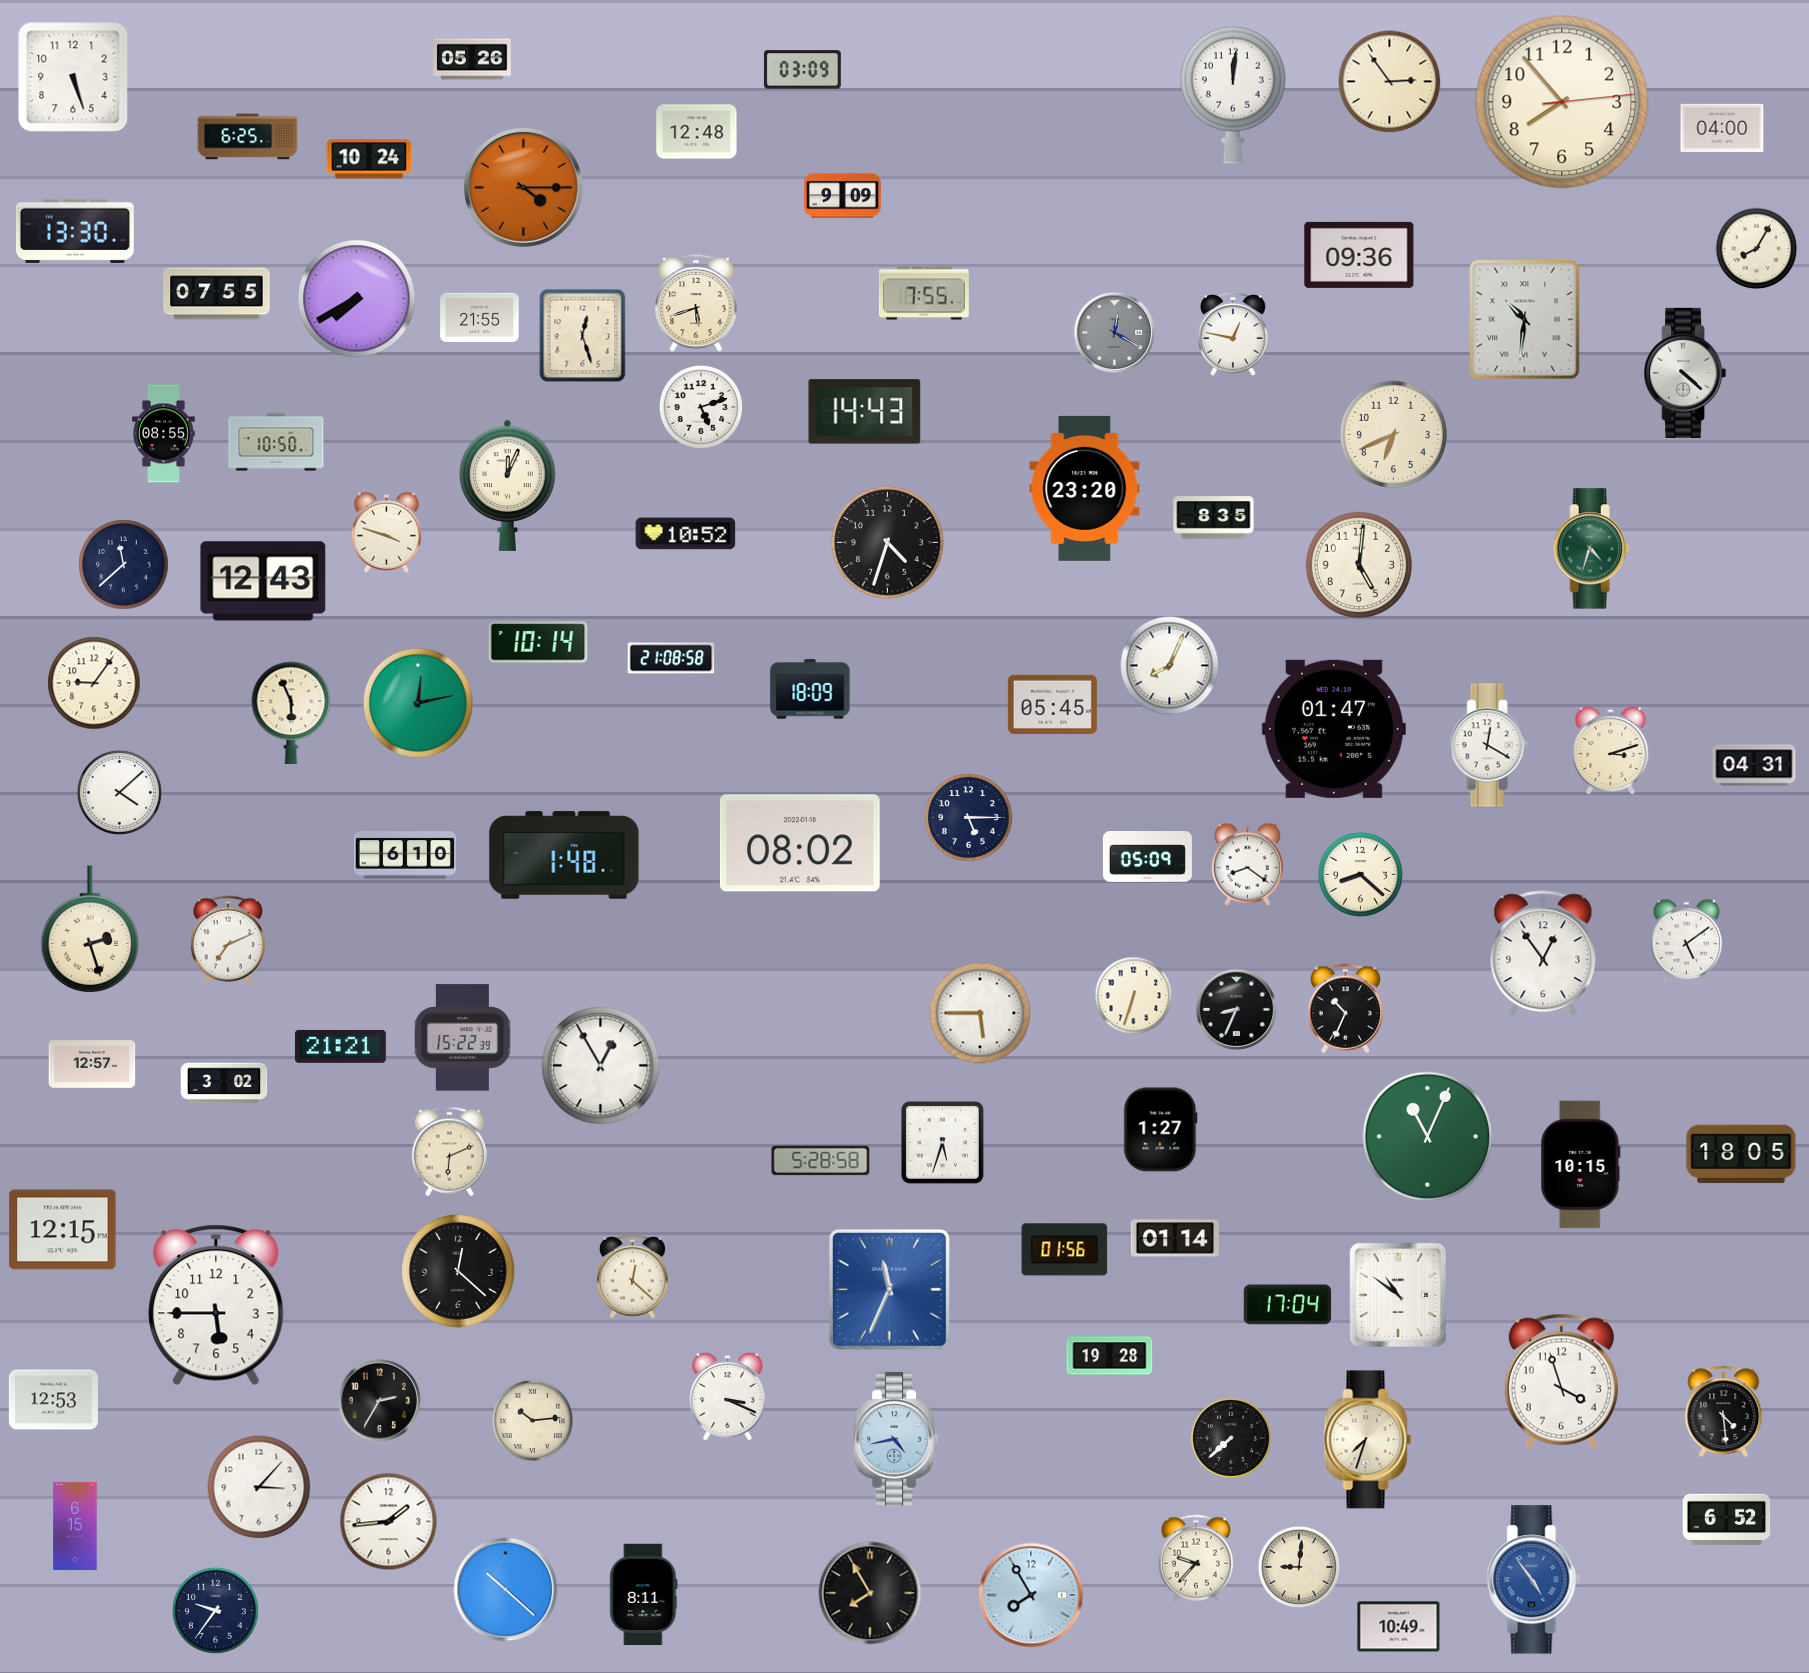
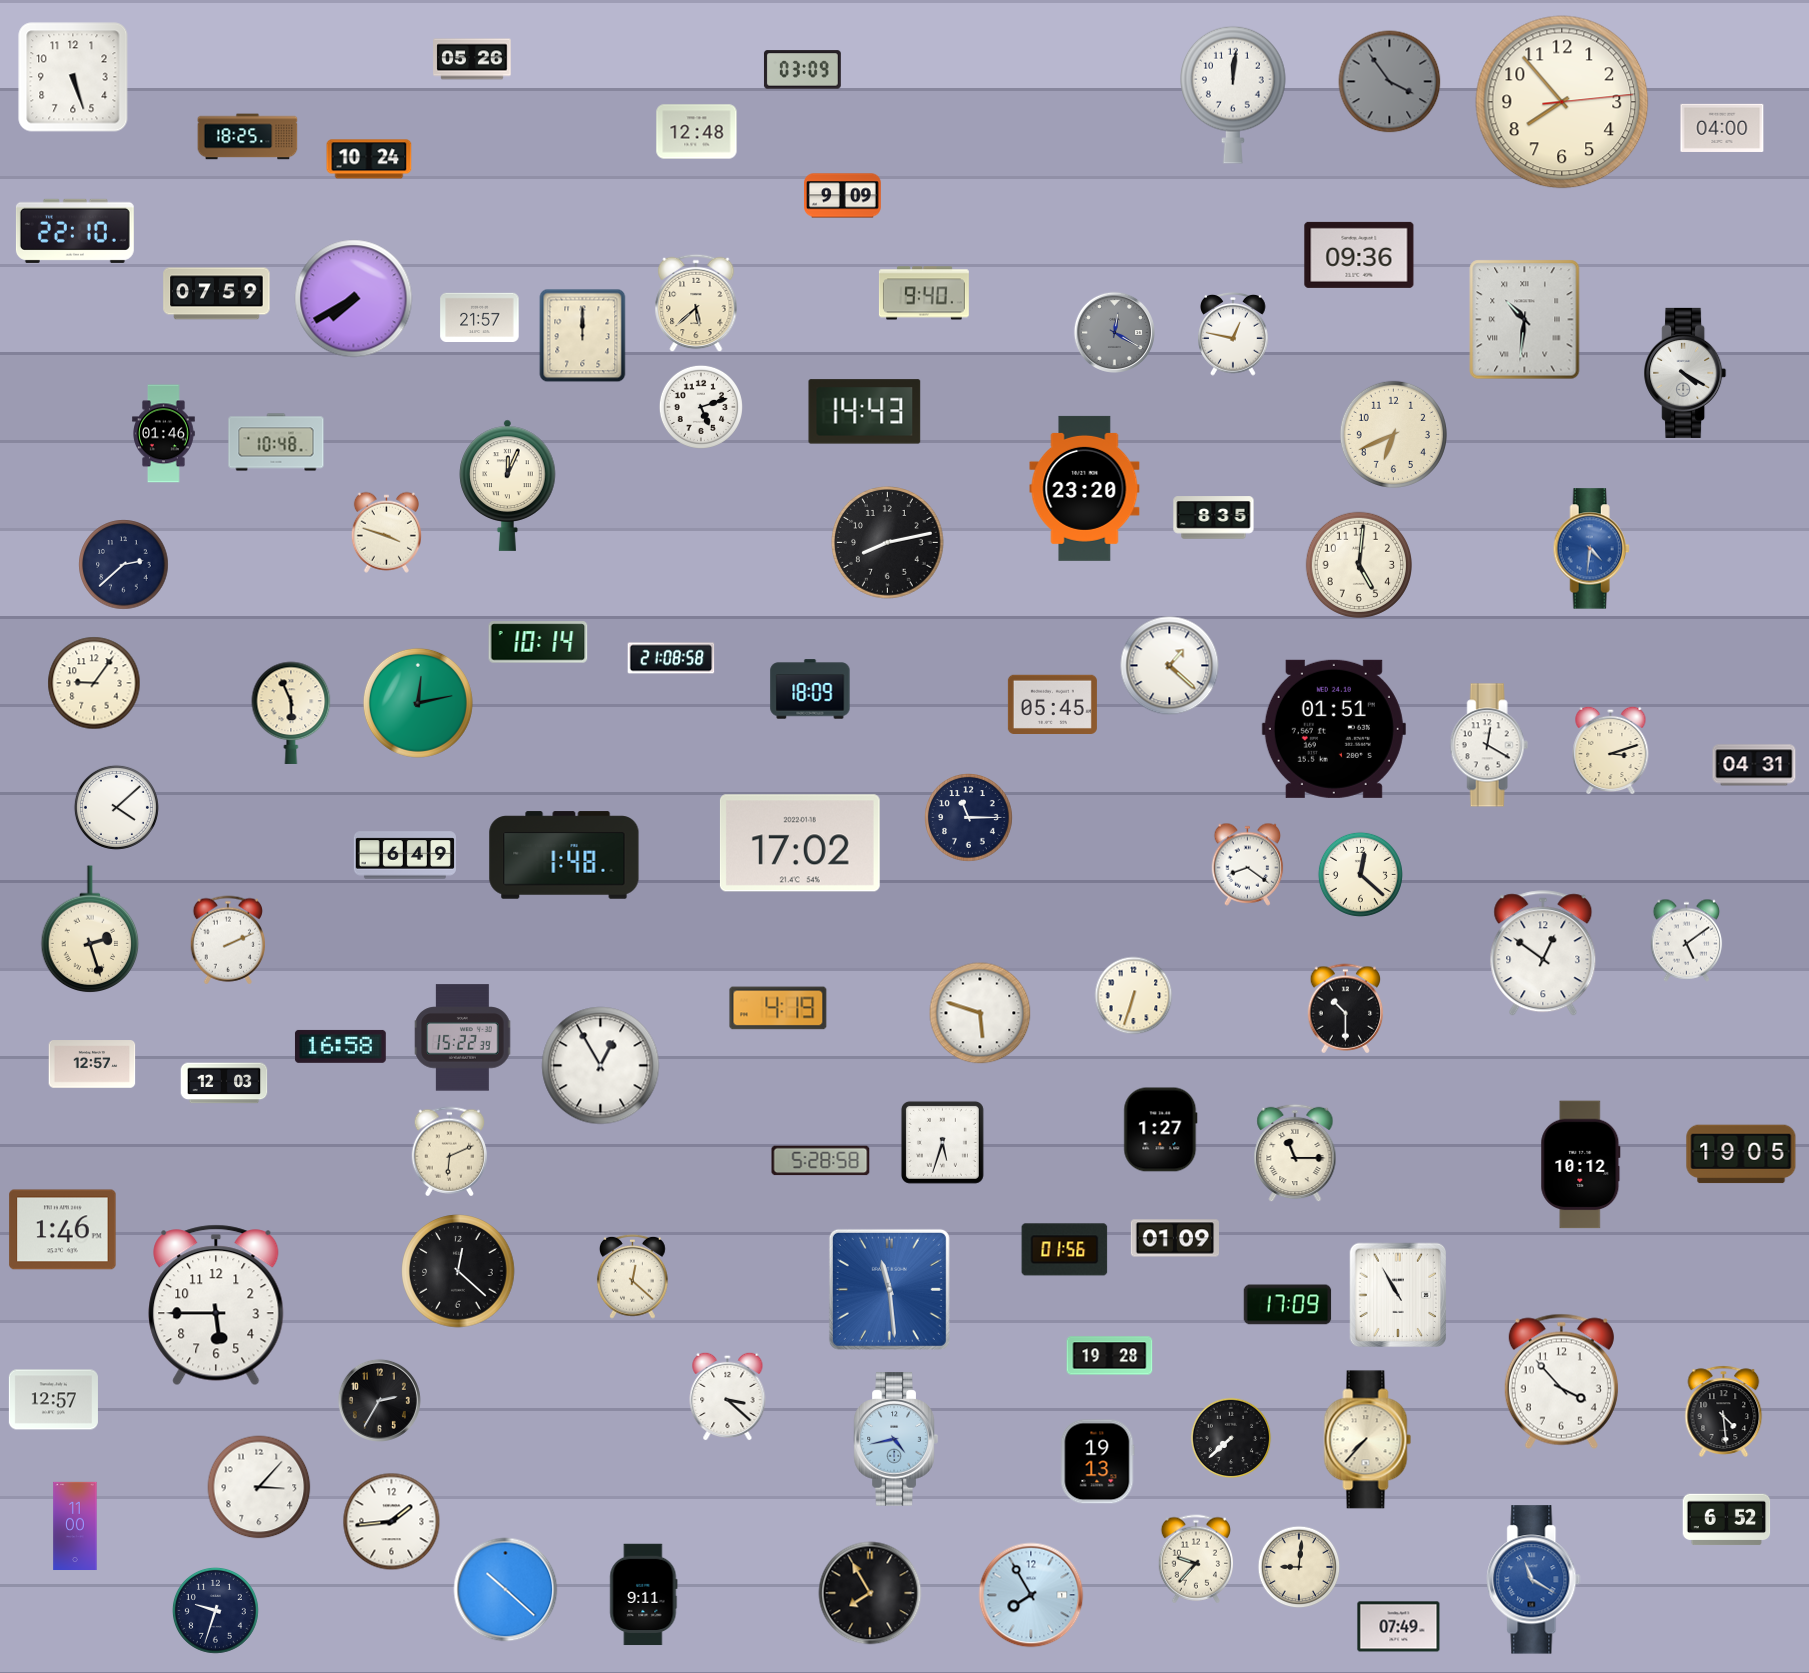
clock at (1390, 82): 2:54 -> 3:54
clock at (1390, 82) dial: cream -> grey
clock at (248, 137): 6:25 -> 18:25
clock at (523, 187): 4:15 -> none
clock at (75, 231): 13:30 -> 22:10
clock at (1757, 249): 8:05 -> none
clock at (924, 293): 7:55 -> 9:40
clock at (217, 294): 07:55 -> 07:59
clock at (357, 299) position: (357, 299) -> (354, 299)
clock at (696, 303): 5:42 -> 5:38
clock at (480, 317): 21:55 -> 21:57
clock at (583, 336): 12:27 -> 12:00
clock at (1685, 373): 4:22 -> 4:20
clock at (164, 434): 08:55 -> 01:46
clock at (276, 442): 10:50 -> 10:48
clock at (686, 534): 10:52 -> none
clock at (888, 543): 4:33 -> 8:13
clock at (1591, 549): 4:33 -> 4:31
clock at (1591, 549) dial: green -> blue
clock at (124, 565): 11:38 -> 2:38
clock at (263, 581): 12:43 -> none
clock at (1170, 666): 8:04 -> 1:22
clock at (1334, 729): 01:47 -> 01:51
clock at (119, 792) position: (119, 792) -> (116, 807)
clock at (969, 818): 5:15 -> 11:15
clock at (800, 843): 08:02 -> 17:02
clock at (404, 855): 6:10 -> 6:49
clock at (1147, 857): 05:09 -> none
clock at (1360, 874): 8:22 -> 12:22
clock at (227, 940): 7:11 -> 2:11
clock at (1543, 954): 12:54 -> 12:51
clock at (778, 1008): none -> 4:19
clock at (1236, 1009): 8:34 -> none
clock at (1346, 1009): 10:34 -> 10:30
clock at (980, 1013): 5:45 -> 5:48
clock at (340, 1046): 21:21 -> 16:58
clock at (224, 1083): 3:02 -> 12:03
clock at (1427, 1136): 11:04 -> none
clock at (1295, 1153): none -> 11:15
clock at (1741, 1154): 18:05 -> 19:05
clock at (1581, 1165): 10:15 -> 10:12
clock at (63, 1230): 12:15 -> 1:46
clock at (1174, 1238): 01:14 -> 01:09
clock at (889, 1289): 11:34 -> 11:29
clock at (1397, 1295): 10:51 -> 10:55
clock at (1288, 1305): 17:04 -> 17:09
clock at (1561, 1381): 3:57 -> 3:53
clock at (728, 1396): 3:19 -> 3:22
clock at (53, 1400): 12:53 -> 12:57
clock at (533, 1421): 10:14 -> none
clock at (1368, 1440): 7:33 -> 7:37
clock at (1098, 1462): none -> 19:13
clock at (389, 1522) position: (389, 1522) -> (392, 1522)
clock at (75, 1526): 6:15 -> 11:00
clock at (1534, 1580): 4:54 -> 11:20
clock at (644, 1595): 8:11 -> 9:11
clock at (215, 1610): 9:36 -> 9:33
clock at (1399, 1627): 10:49 -> 07:49
